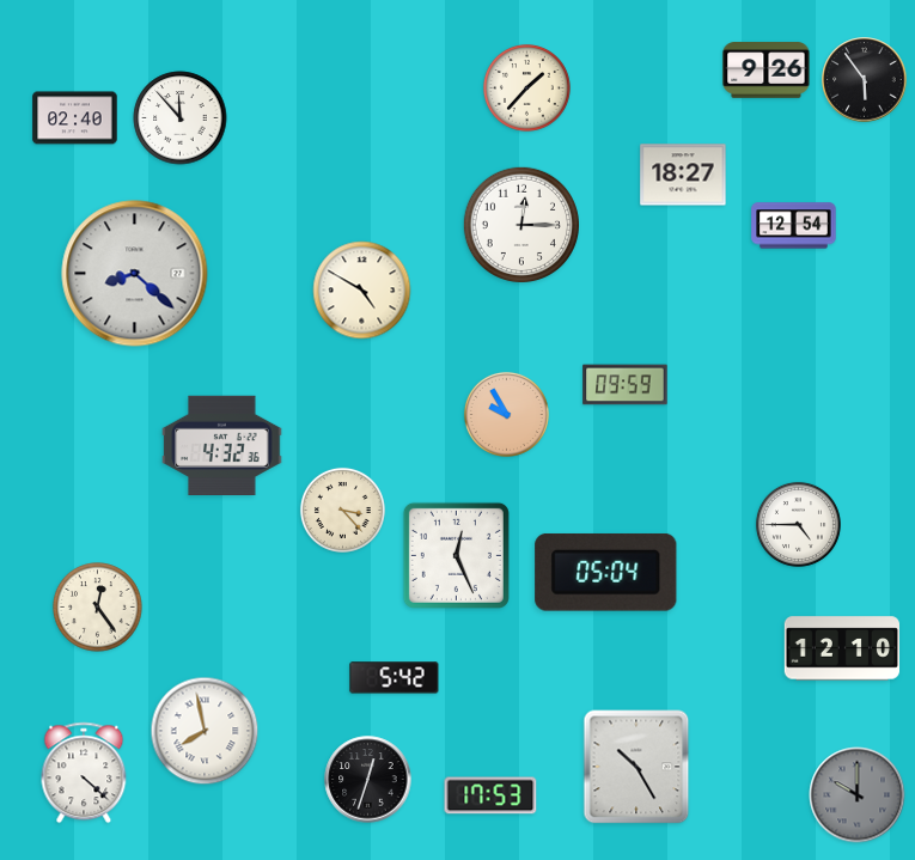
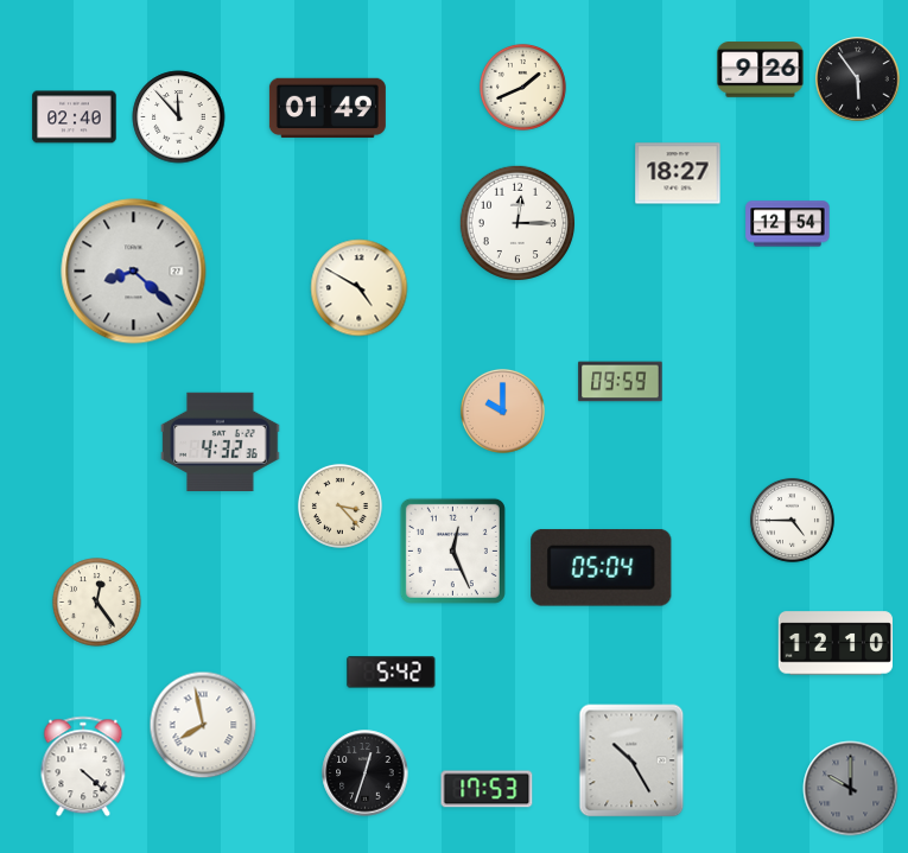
clock at (527, 89): 1:37 -> 1:41
clock at (328, 108): none -> 01:49
clock at (506, 414): 9:55 -> 10:00
